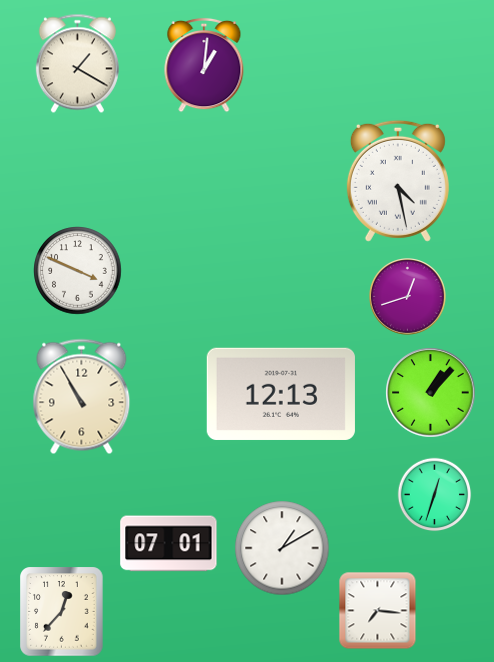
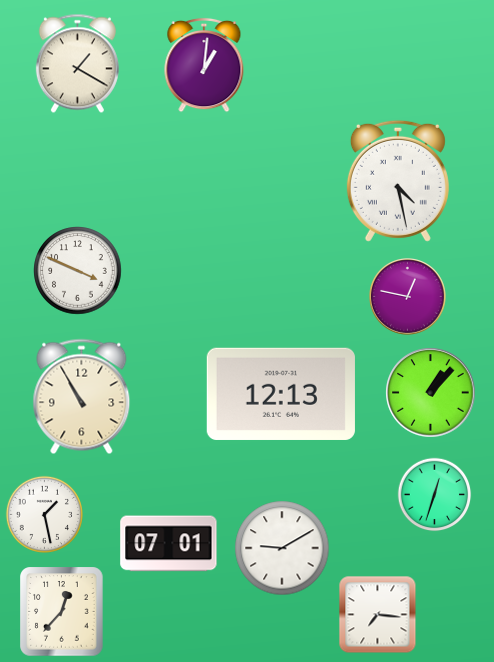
clock at (408, 297): 12:42 -> 12:47
clock at (44, 514): none -> 1:28
clock at (282, 548): 1:10 -> 9:10
clock at (378, 611) position: (378, 611) -> (378, 615)
